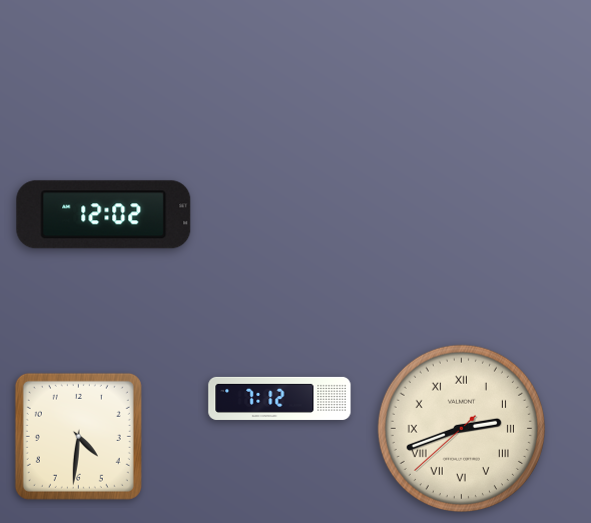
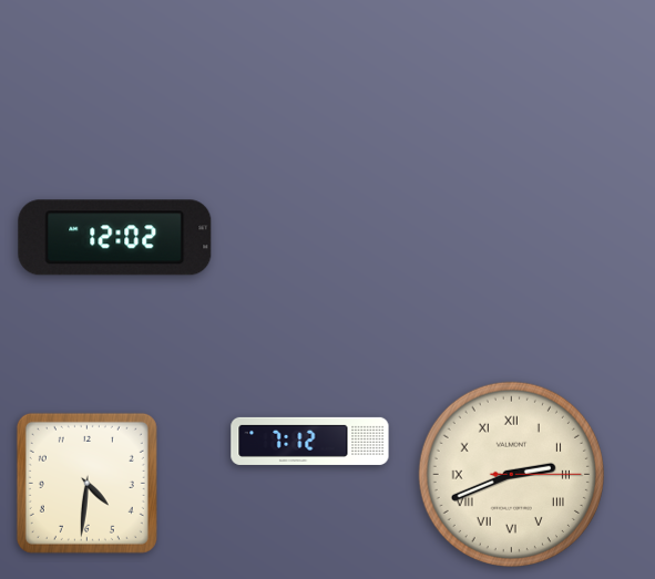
clock at (461, 428): 2:41:38 -> 2:41:15
